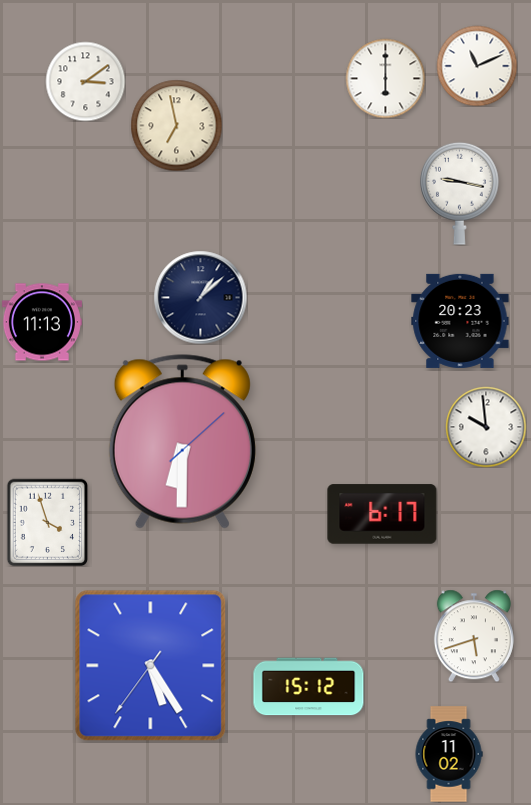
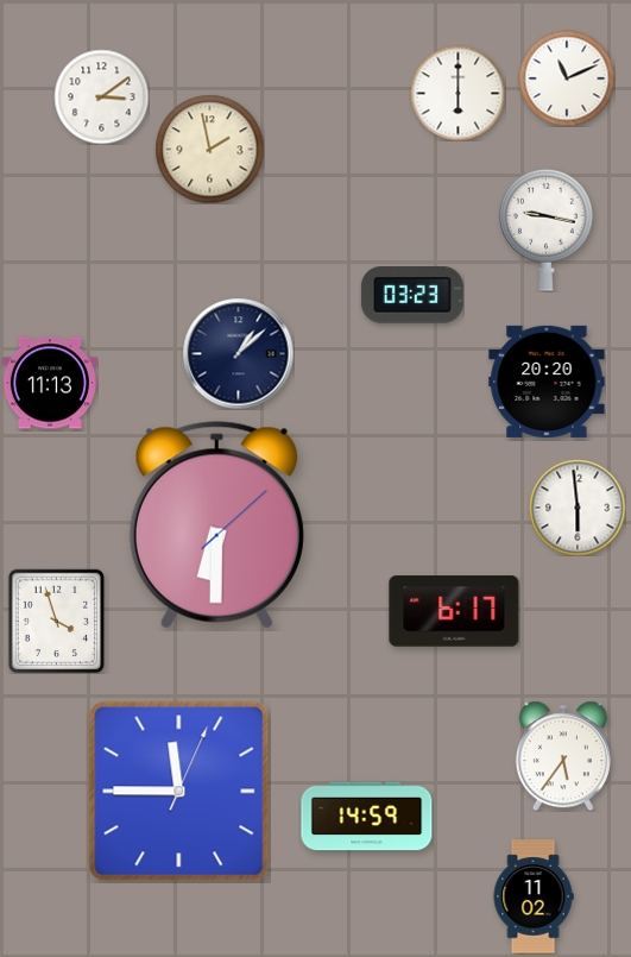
clock at (176, 125): 6:58 -> 1:58
clock at (412, 295): none -> 03:23
clock at (460, 321): 20:23 -> 20:20
clock at (486, 427): 9:59 -> 5:59
clock at (474, 636): 5:42 -> 5:36
clock at (151, 666): 5:24 -> 11:45
clock at (309, 687): 15:12 -> 14:59
